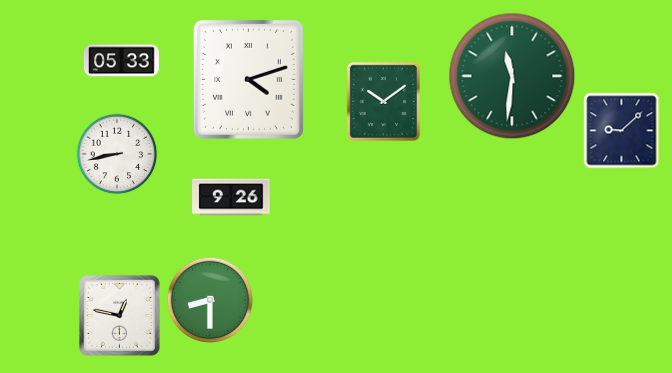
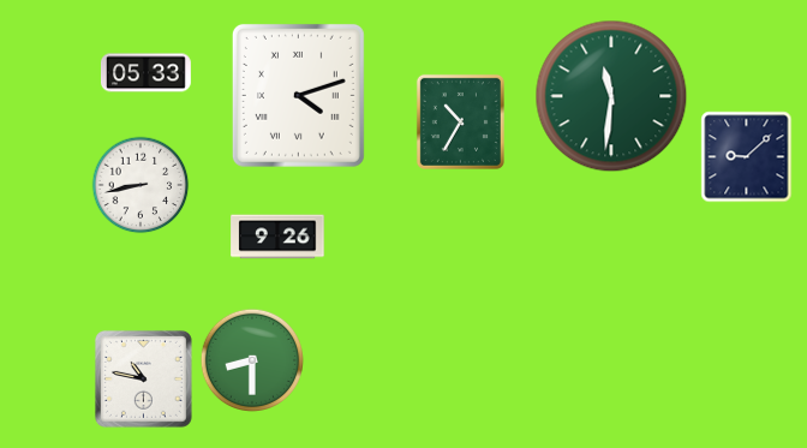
clock at (512, 76) position: (512, 76) -> (611, 96)
clock at (383, 101): 10:09 -> 10:35
clock at (119, 315): 12:47 -> 10:47
